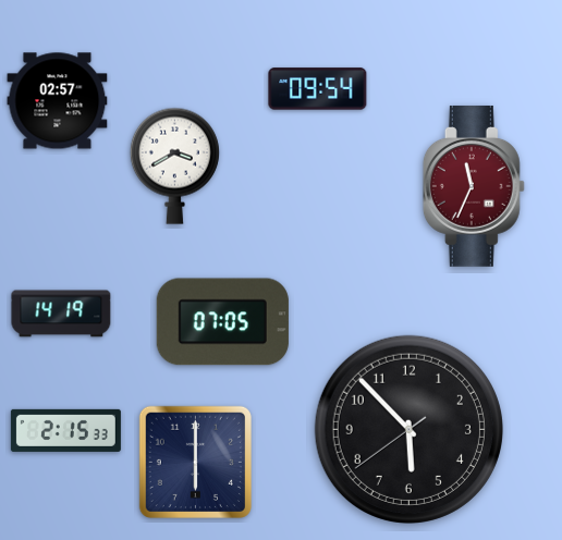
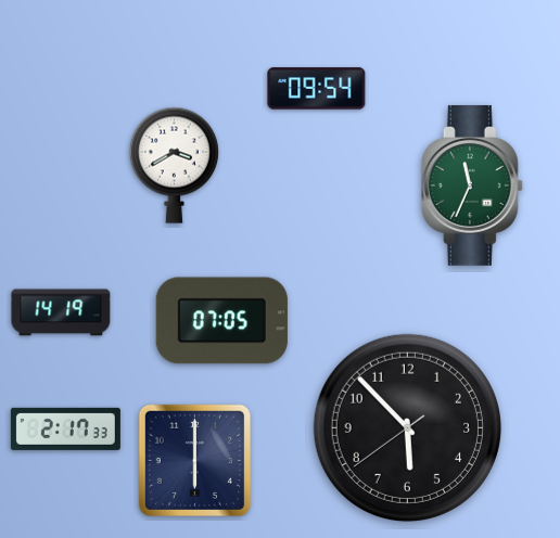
clock at (58, 101): 02:57 -> none
clock at (474, 186) dial: burgundy -> green
clock at (65, 430): 2:15 -> 2:17
